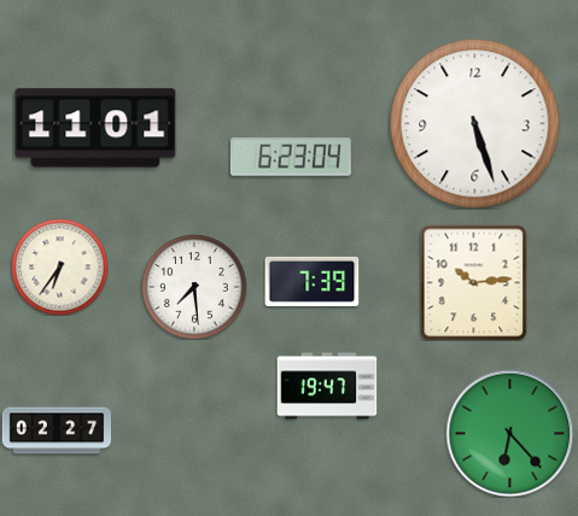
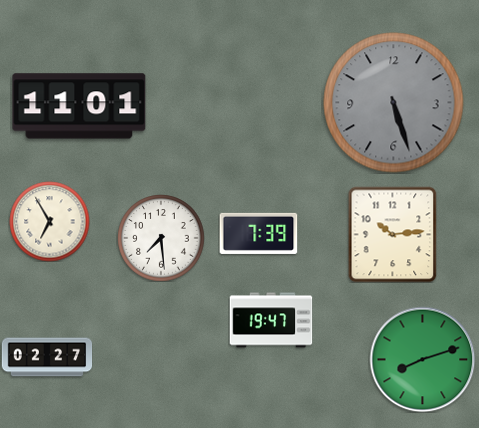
clock at (475, 124) dial: white -> grey
clock at (291, 157): 6:23 -> none
clock at (59, 266): 6:36 -> 6:55
clock at (509, 433): 6:23 -> 8:12
